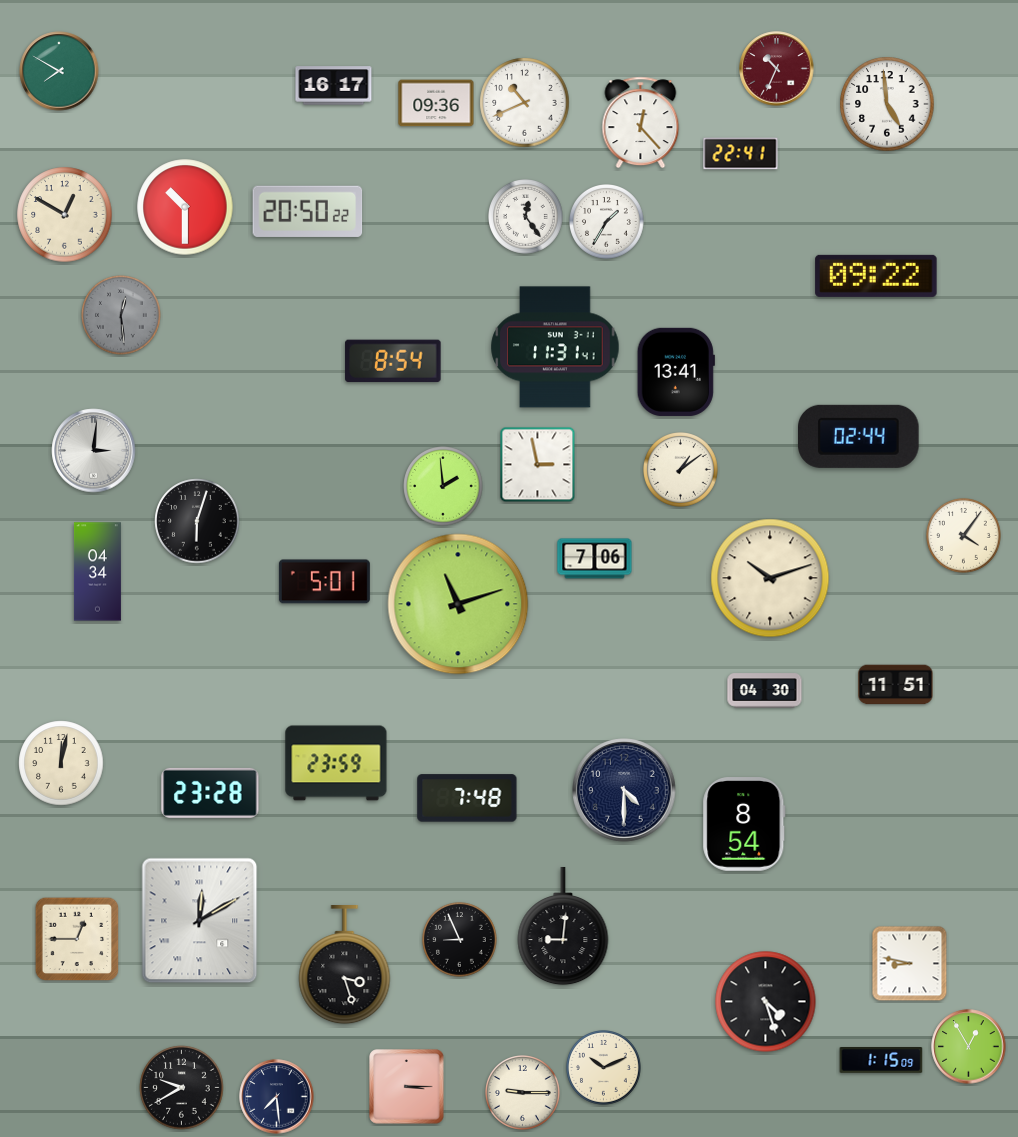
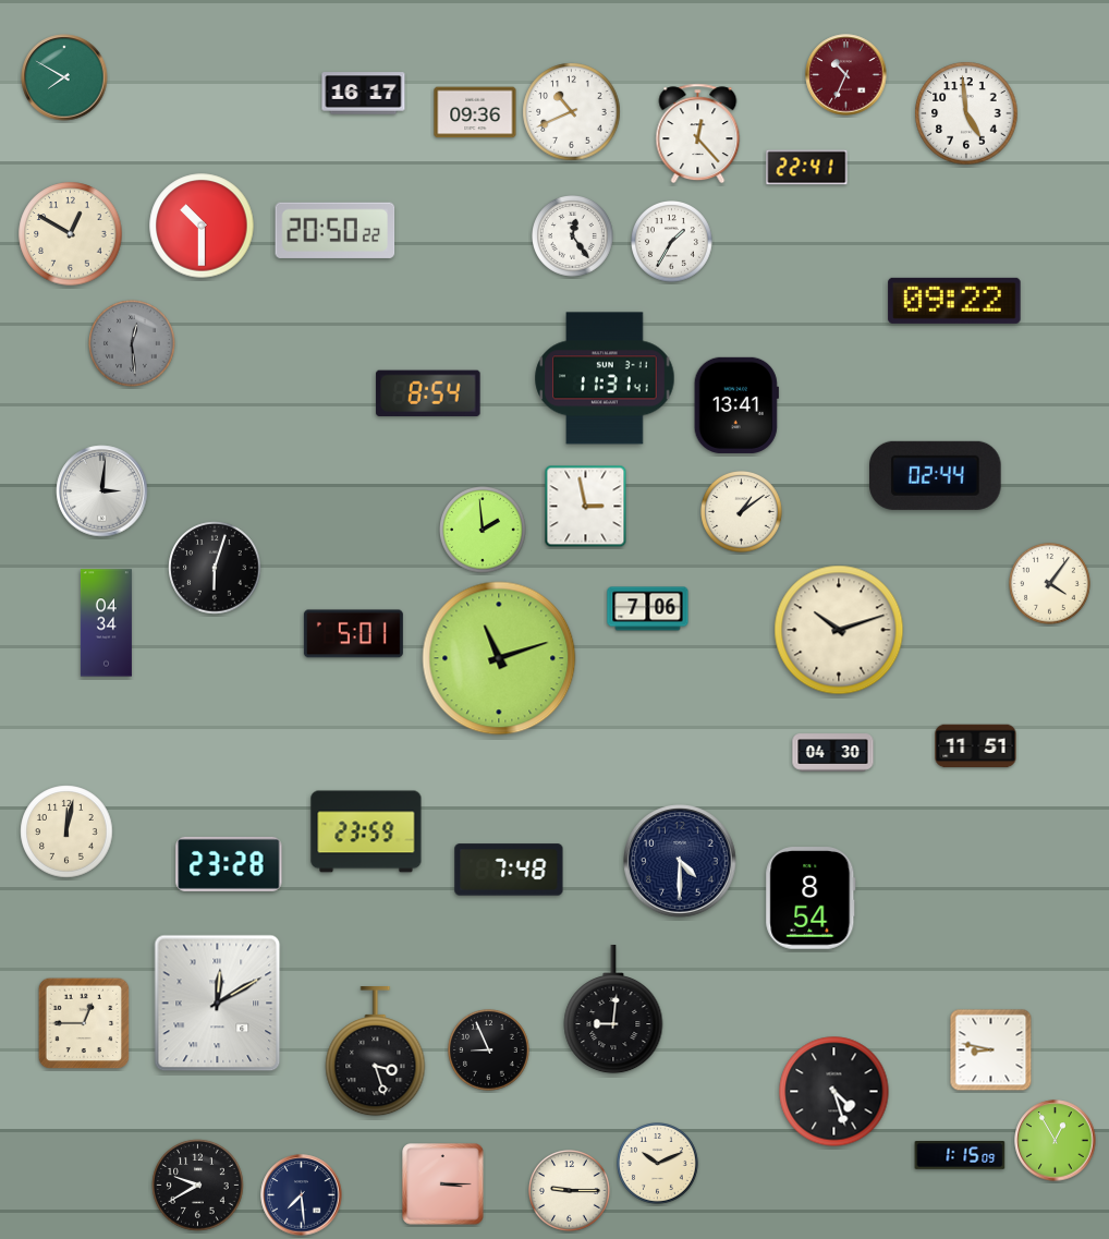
clock at (607, 222) position: (607, 222) -> (672, 242)
clock at (460, 940) position: (460, 940) -> (489, 1050)
